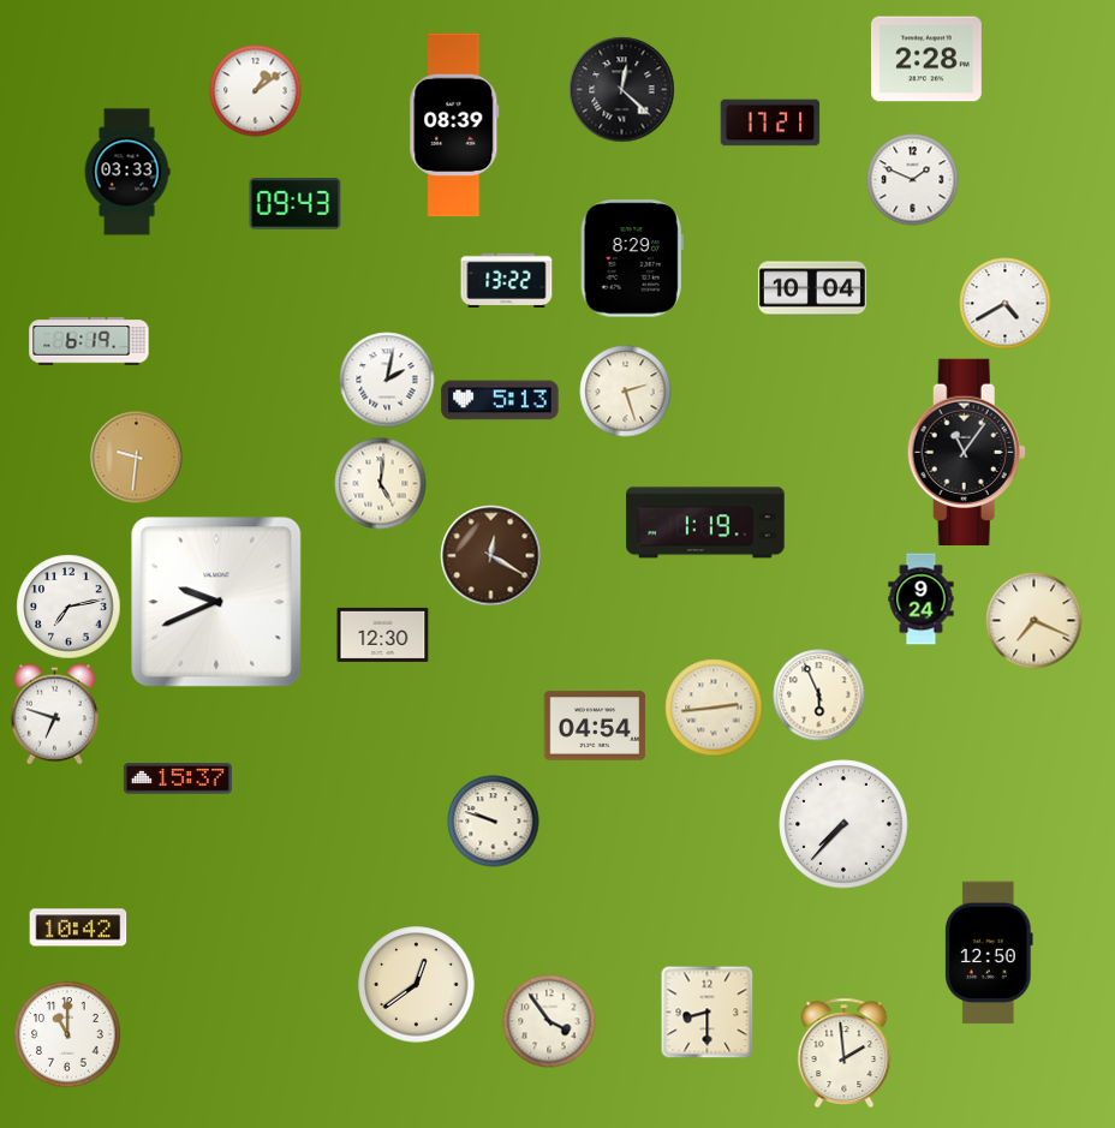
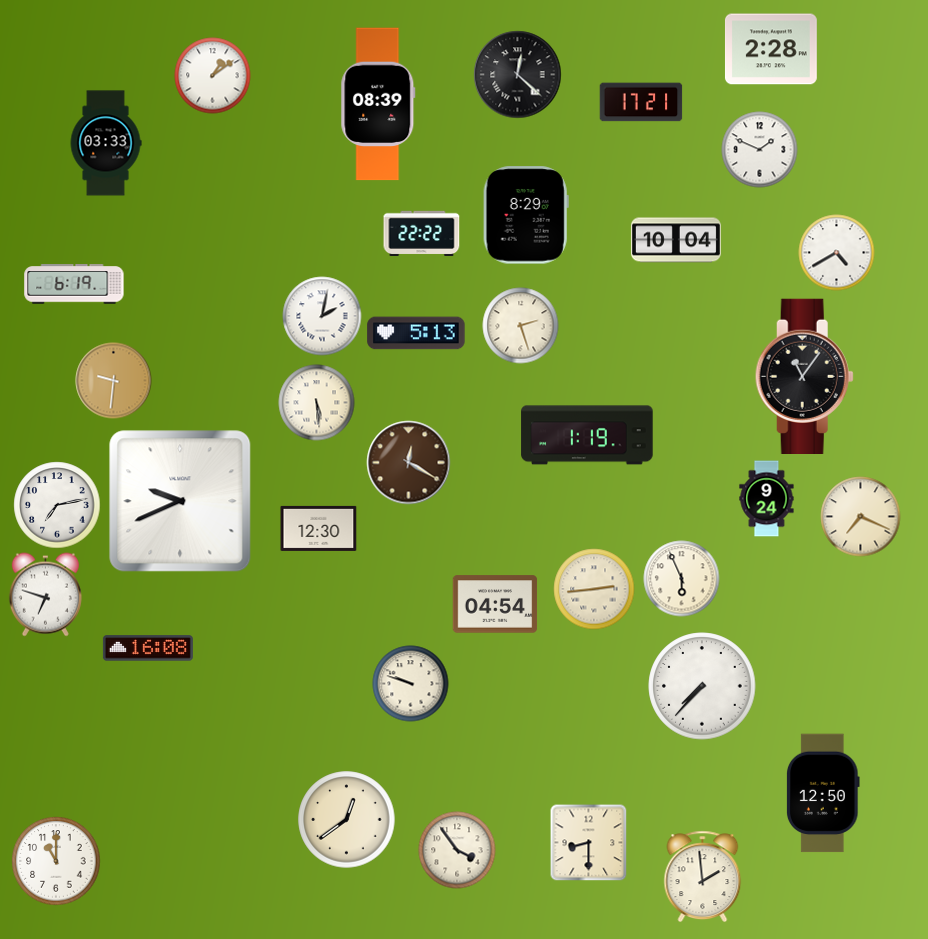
clock at (296, 204): 09:43 -> none
clock at (507, 280): 13:22 -> 22:22
clock at (381, 484): 5:01 -> 5:29
clock at (178, 778): 15:37 -> 16:08
clock at (78, 927): 10:42 -> none
